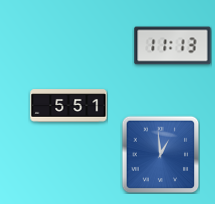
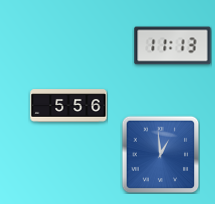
clock at (69, 106): 5:51 -> 5:56
